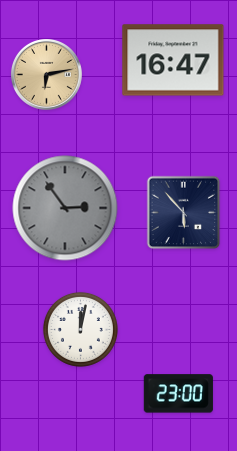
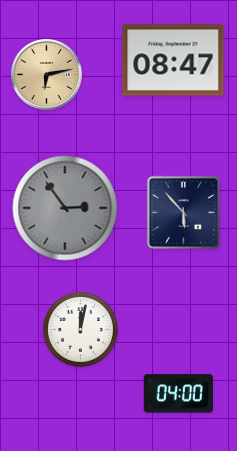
clock at (173, 60): 16:47 -> 08:47
clock at (178, 394): 23:00 -> 04:00
